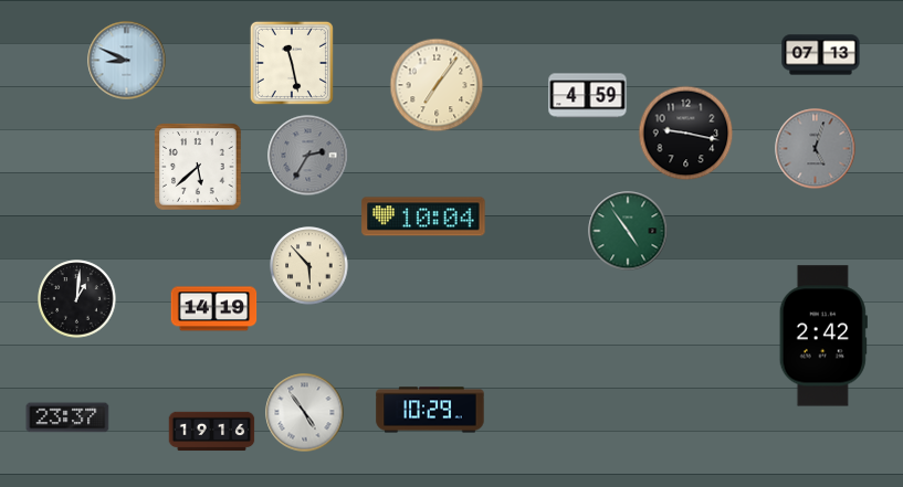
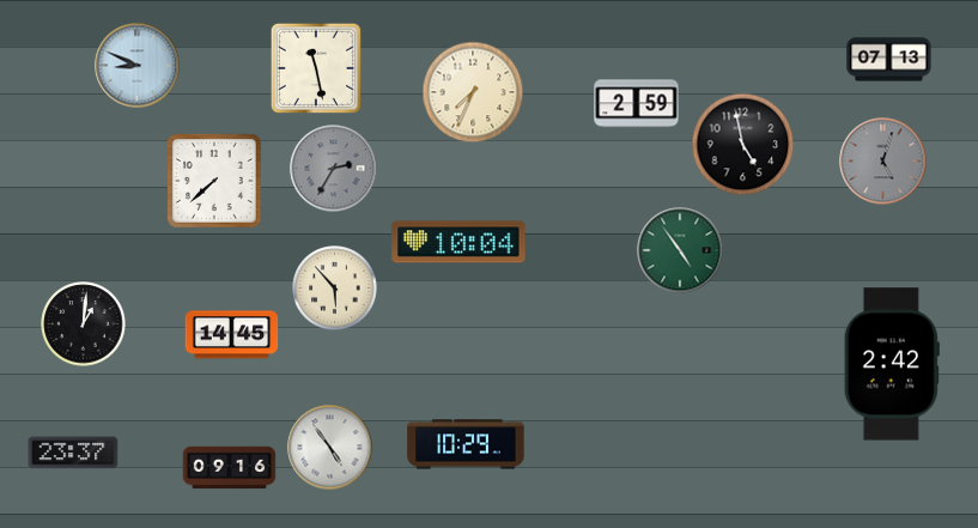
clock at (437, 85): 7:06 -> 7:34
clock at (588, 96): 4:59 -> 2:59
clock at (686, 134): 9:17 -> 4:58
clock at (199, 168): 5:38 -> 7:38
clock at (423, 216) position: (423, 216) -> (458, 242)
clock at (214, 309): 14:19 -> 14:45
clock at (212, 432): 19:16 -> 09:16
